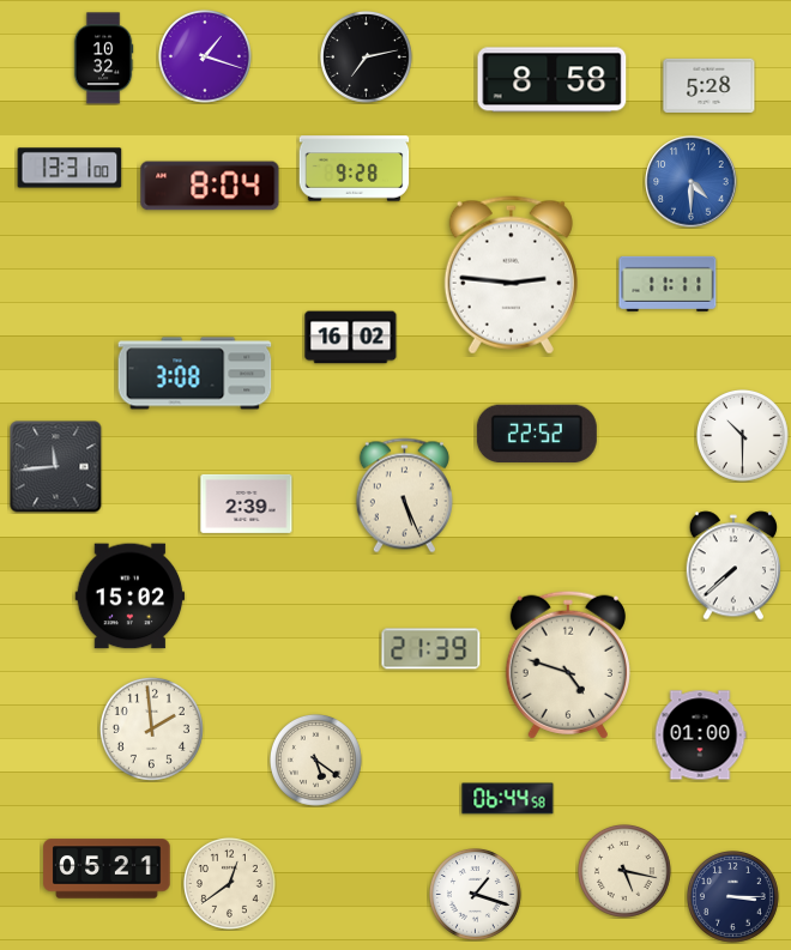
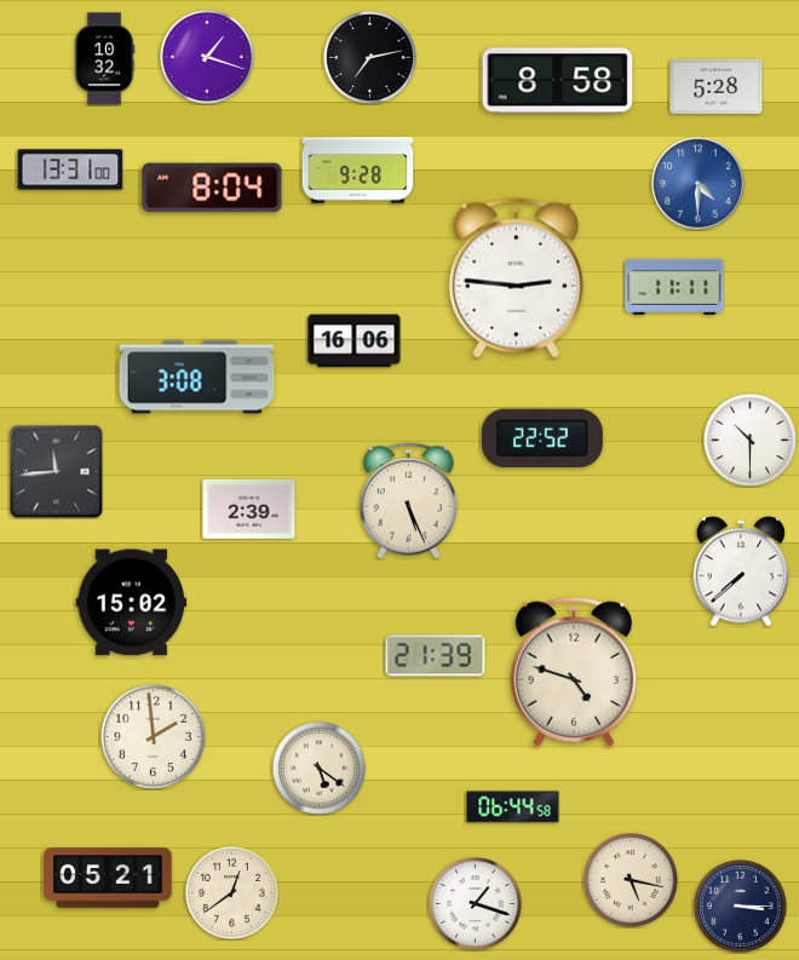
clock at (351, 338): 16:02 -> 16:06
clock at (700, 736): 01:00 -> none
clock at (476, 895) position: (476, 895) -> (476, 904)
